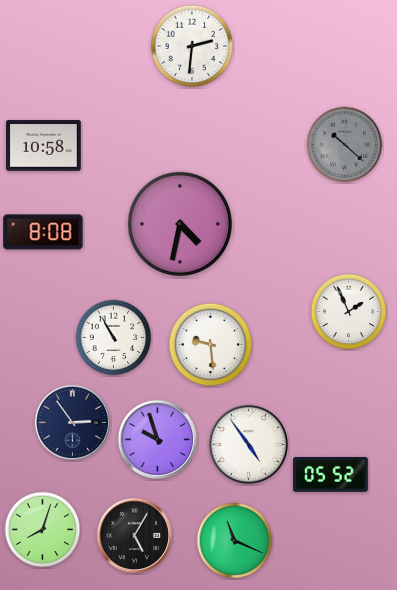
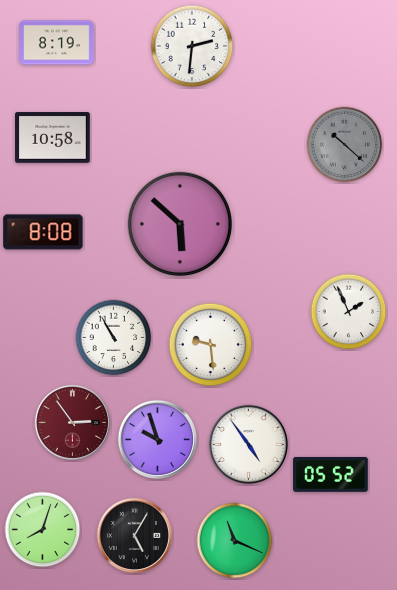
clock at (57, 43): none -> 8:19
clock at (44, 146) position: (44, 146) -> (53, 138)
clock at (180, 224): 4:32 -> 5:52
clock at (72, 422) dial: navy -> burgundy
